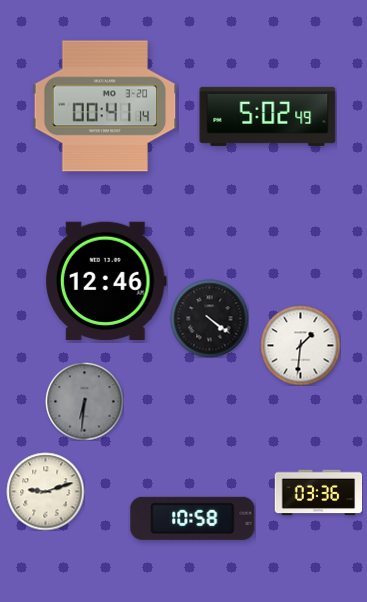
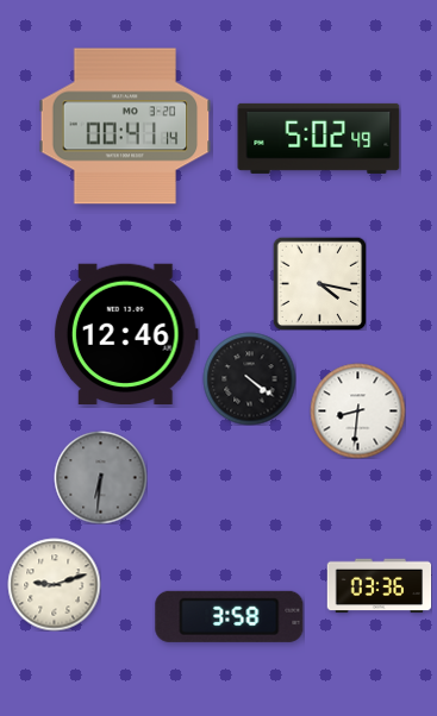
clock at (319, 283): none -> 4:17
clock at (300, 345): 1:31 -> 8:31
clock at (193, 518): 10:58 -> 3:58
